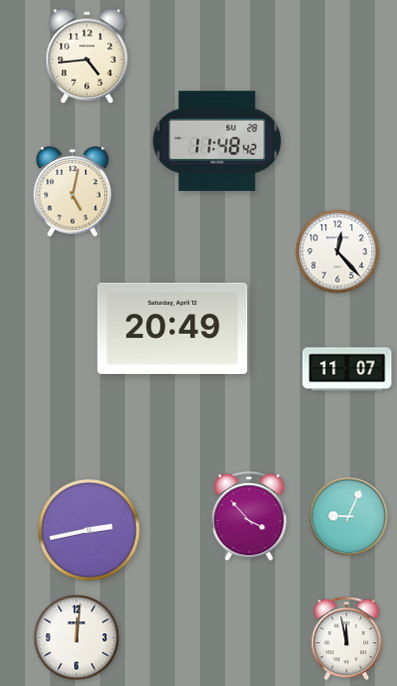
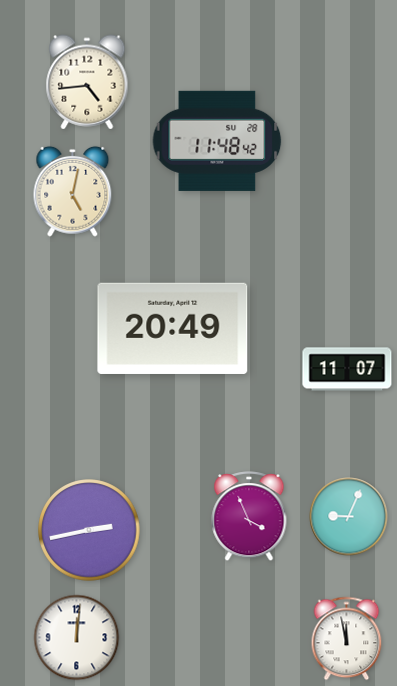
clock at (87, 56) position: (87, 56) -> (87, 82)
clock at (338, 252): 12:23 -> none
clock at (249, 517): 3:53 -> 3:56
